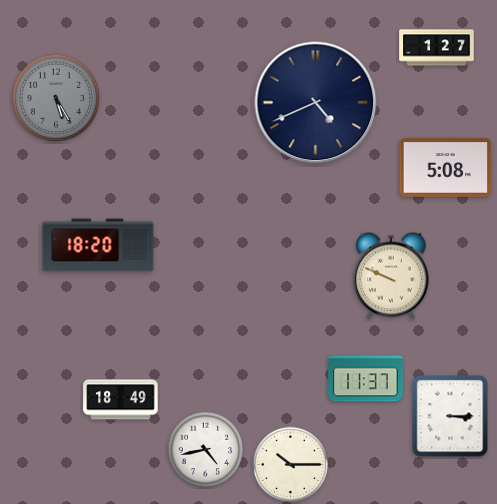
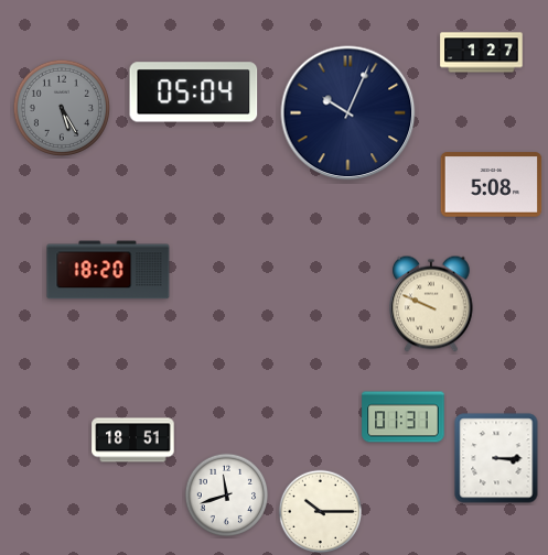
clock at (194, 92): none -> 05:04
clock at (316, 103): 4:41 -> 10:04
clock at (366, 379): 11:37 -> 01:31
clock at (121, 400): 18:49 -> 18:51
clock at (206, 450): 4:43 -> 11:42
